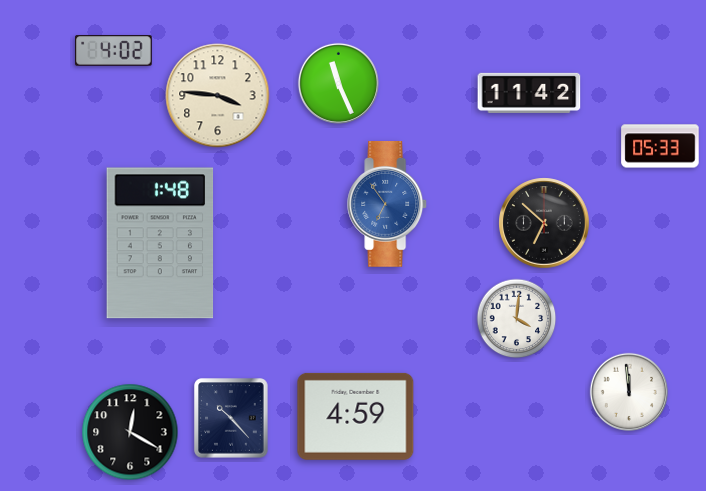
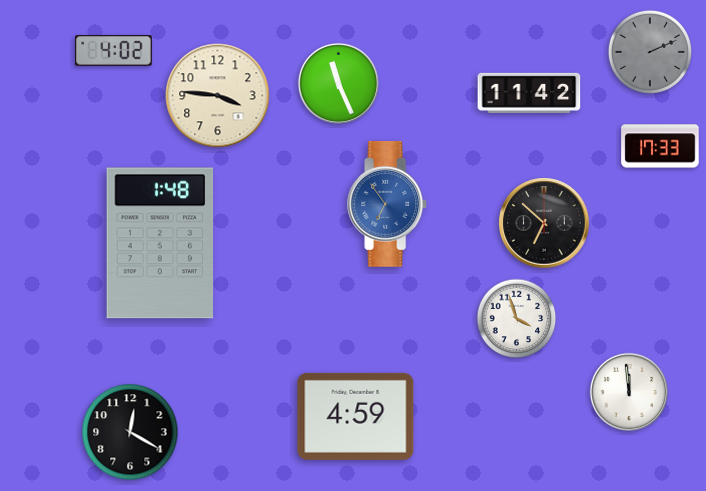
clock at (650, 52): none -> 2:11
clock at (660, 146): 05:33 -> 17:33
clock at (517, 319): 4:01 -> 3:57
clock at (231, 418): 10:23 -> none
